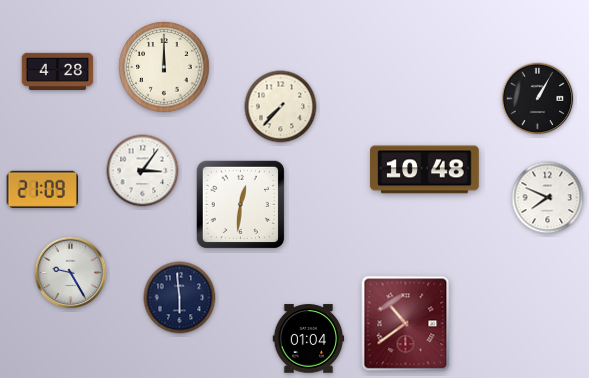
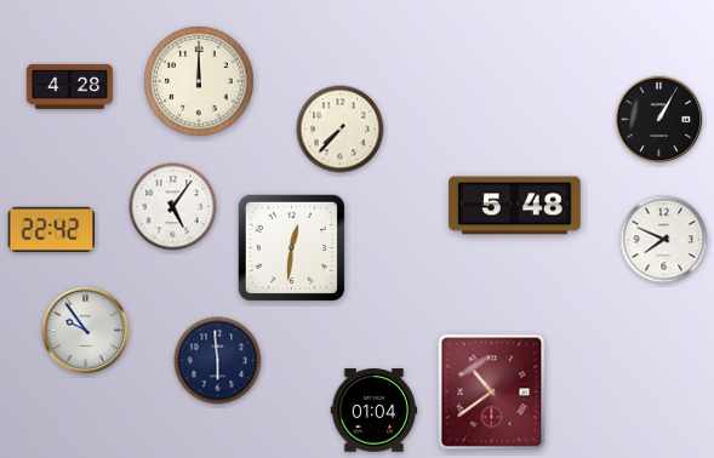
clock at (538, 99) position: (538, 99) -> (659, 120)
clock at (425, 170): 10:48 -> 5:48
clock at (143, 171): 3:06 -> 5:06
clock at (43, 189): 21:09 -> 22:42
clock at (71, 273): 9:25 -> 9:54
